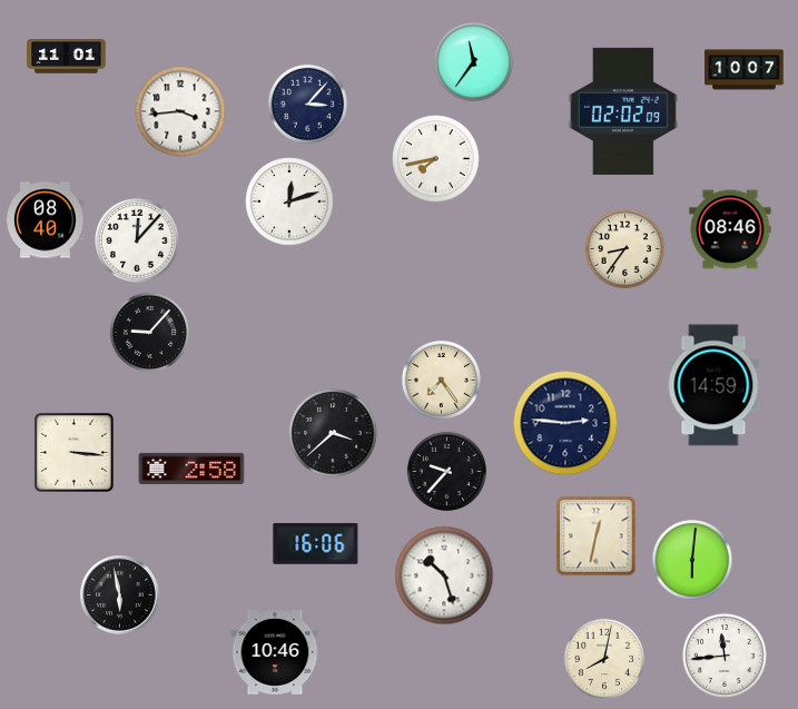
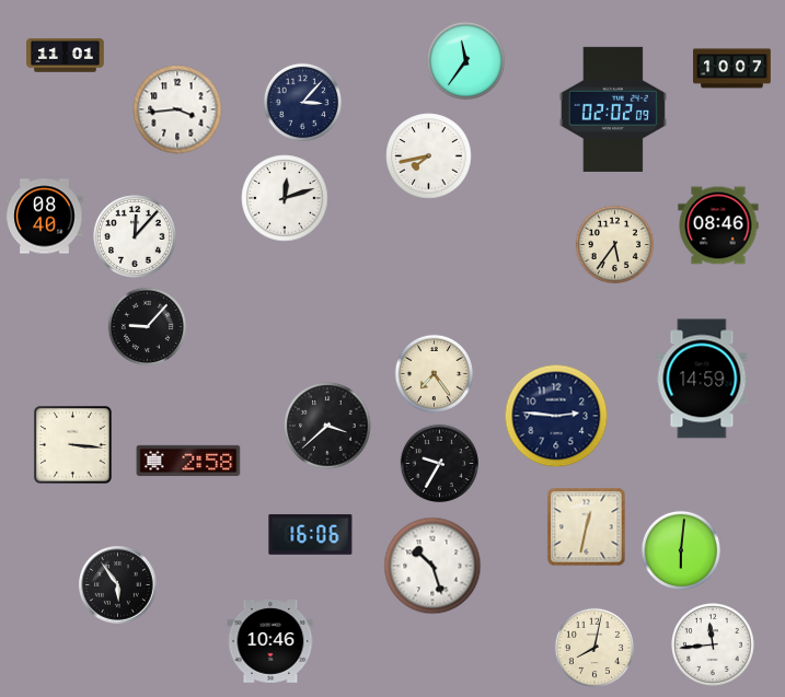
clock at (624, 248): 8:36 -> 5:36
clock at (446, 471): 9:37 -> 9:35
clock at (444, 575) position: (444, 575) -> (432, 566)
clock at (120, 595): 5:58 -> 5:54
